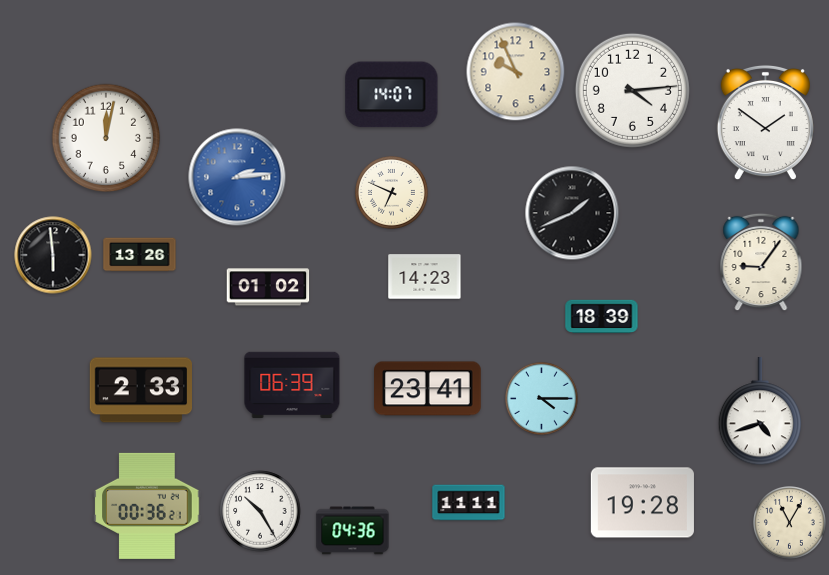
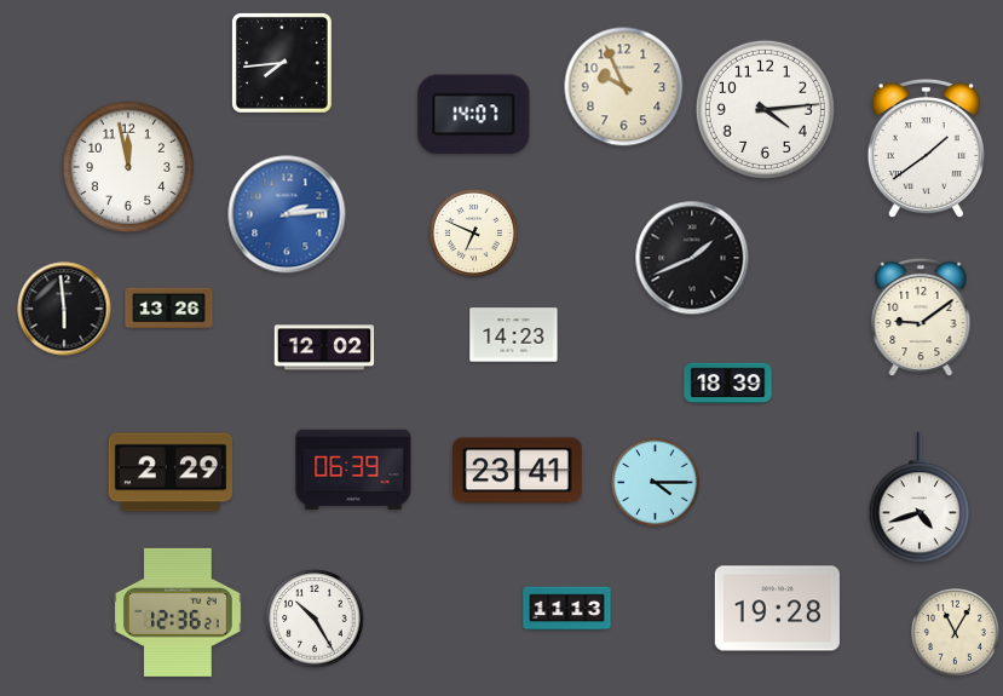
clock at (283, 64): none -> 7:44
clock at (765, 123): 1:51 -> 1:39
clock at (106, 138): 12:02 -> 11:58
clock at (761, 262): 9:06 -> 9:09
clock at (268, 287): 01:02 -> 12:02
clock at (292, 384) position: (292, 384) -> (353, 468)
clock at (140, 390): 2:33 -> 2:29
clock at (469, 503): 11:11 -> 11:13
clock at (147, 506): 00:36 -> 12:36
clock at (353, 531): 04:36 -> none
